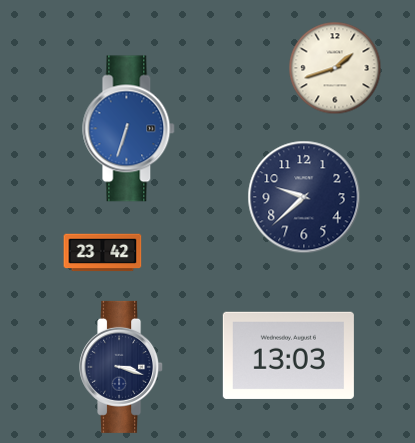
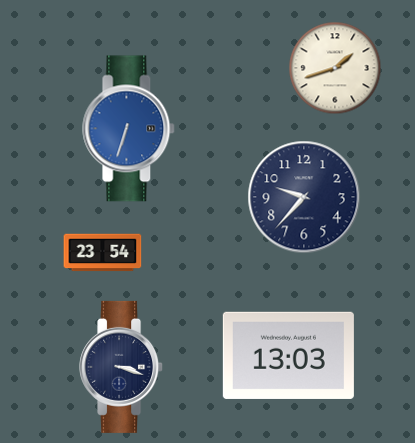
clock at (304, 197): 9:38 -> 9:37
clock at (103, 253): 23:42 -> 23:54
